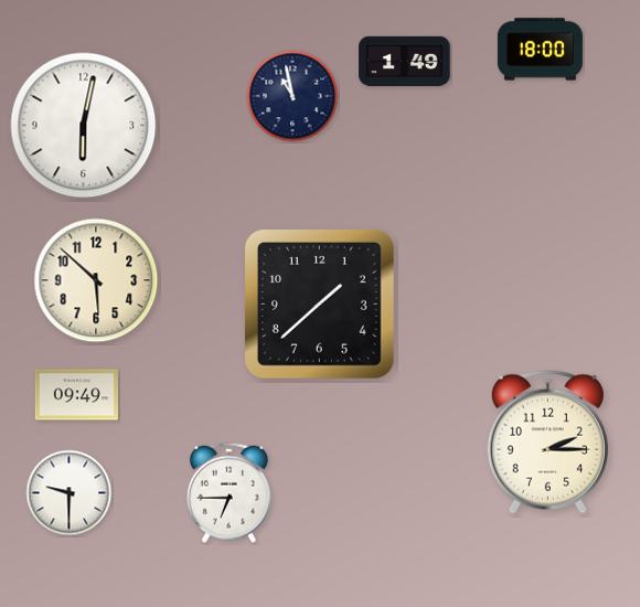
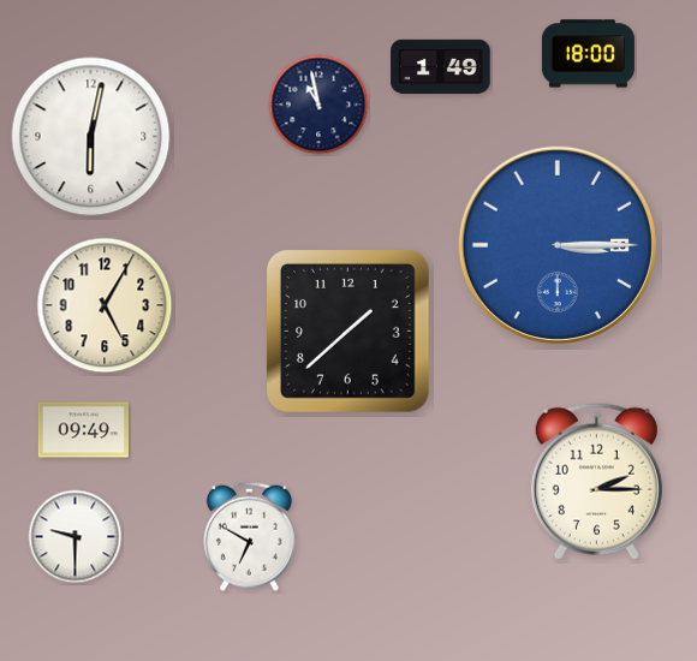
clock at (558, 245): none -> 3:15
clock at (96, 280): 5:52 -> 5:05
clock at (228, 492): 6:45 -> 6:50
